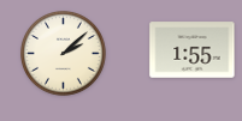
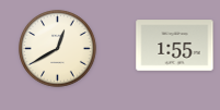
clock at (64, 54): 2:08 -> 12:40
